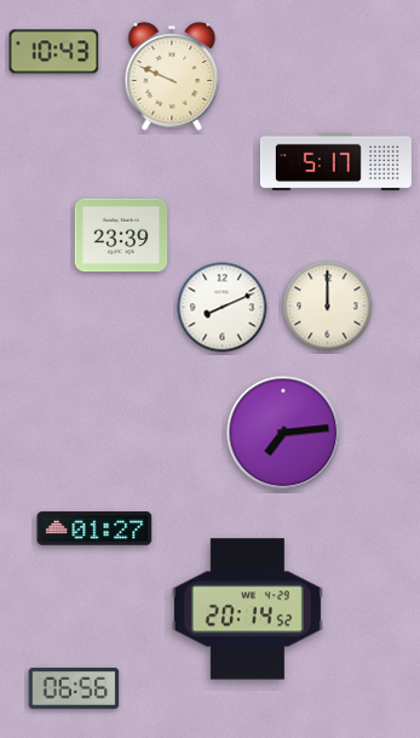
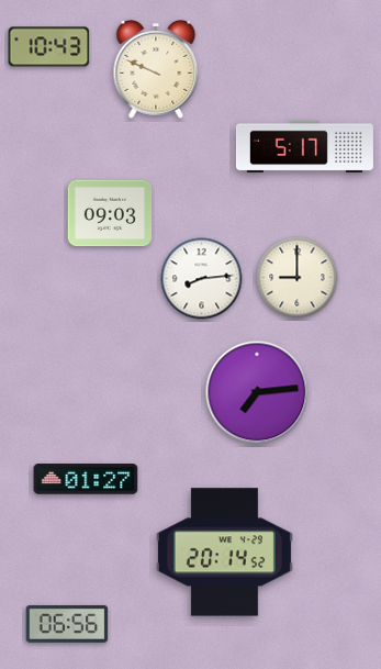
clock at (121, 235): 23:39 -> 09:03
clock at (328, 307): 12:00 -> 9:00
clock at (223, 308): 8:11 -> 8:14
